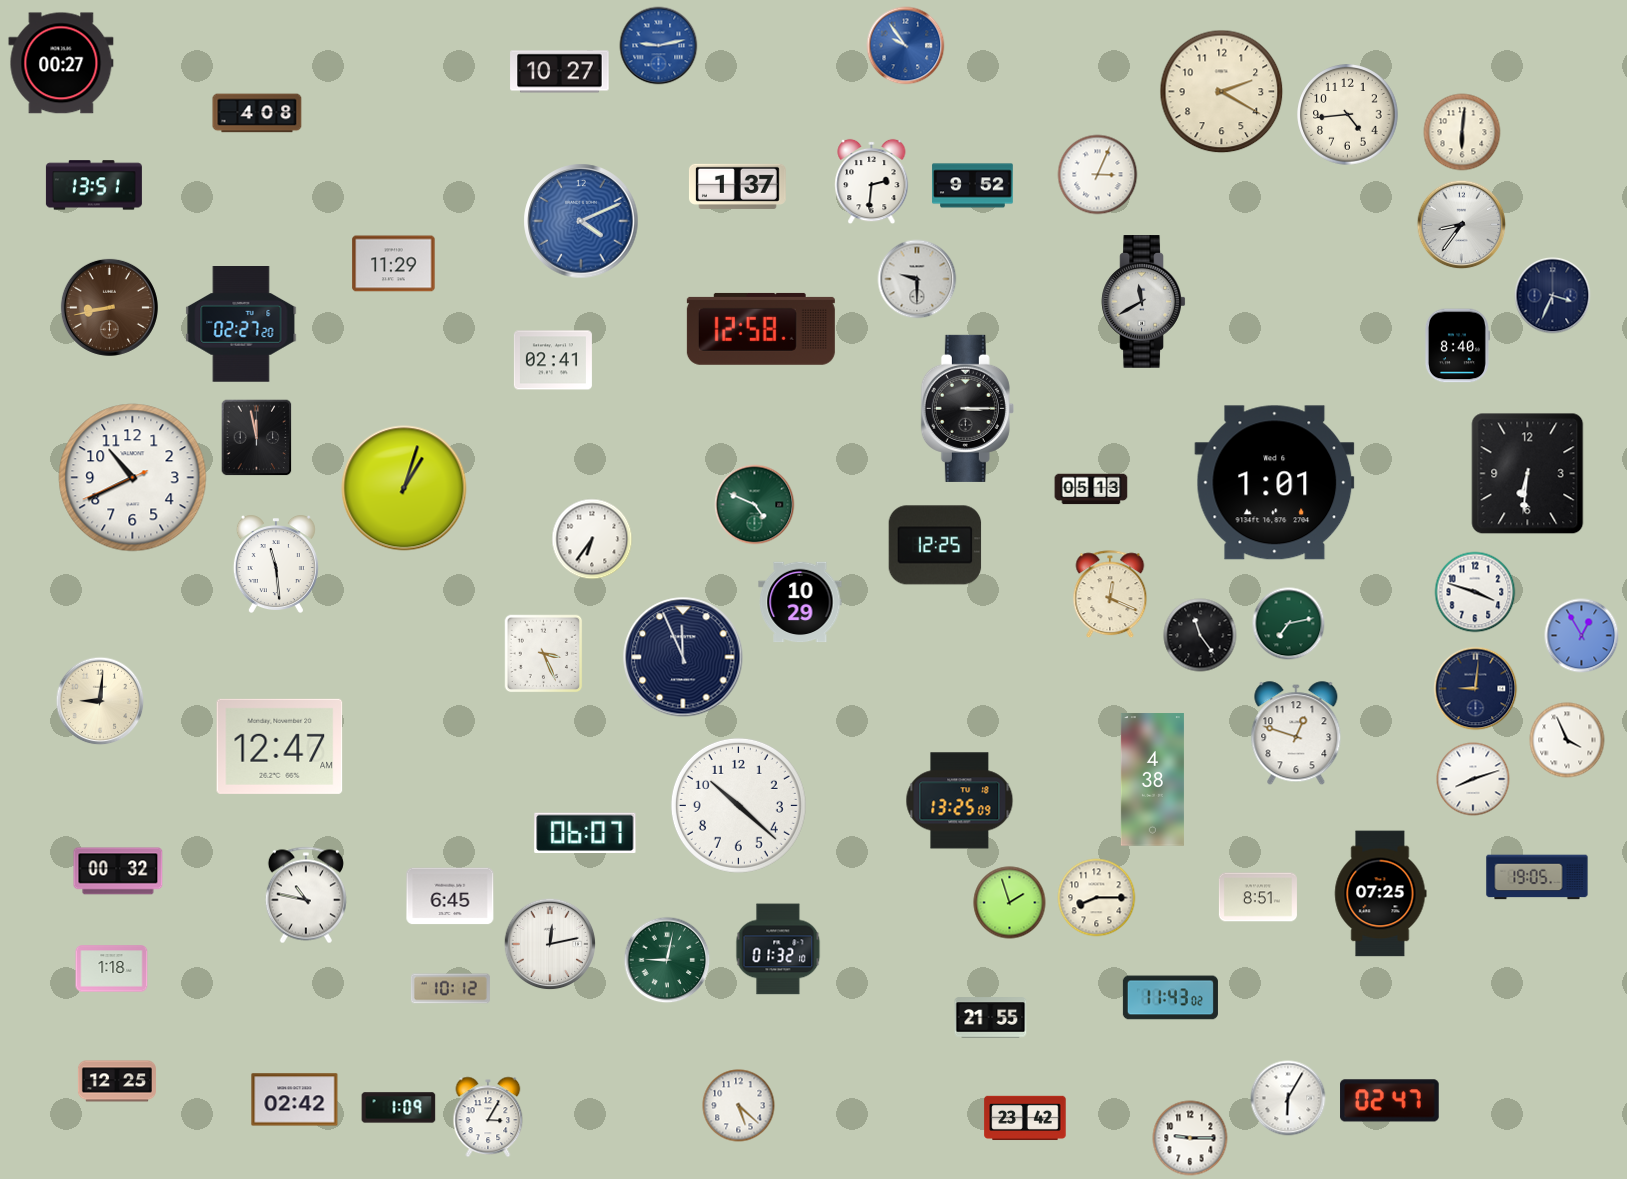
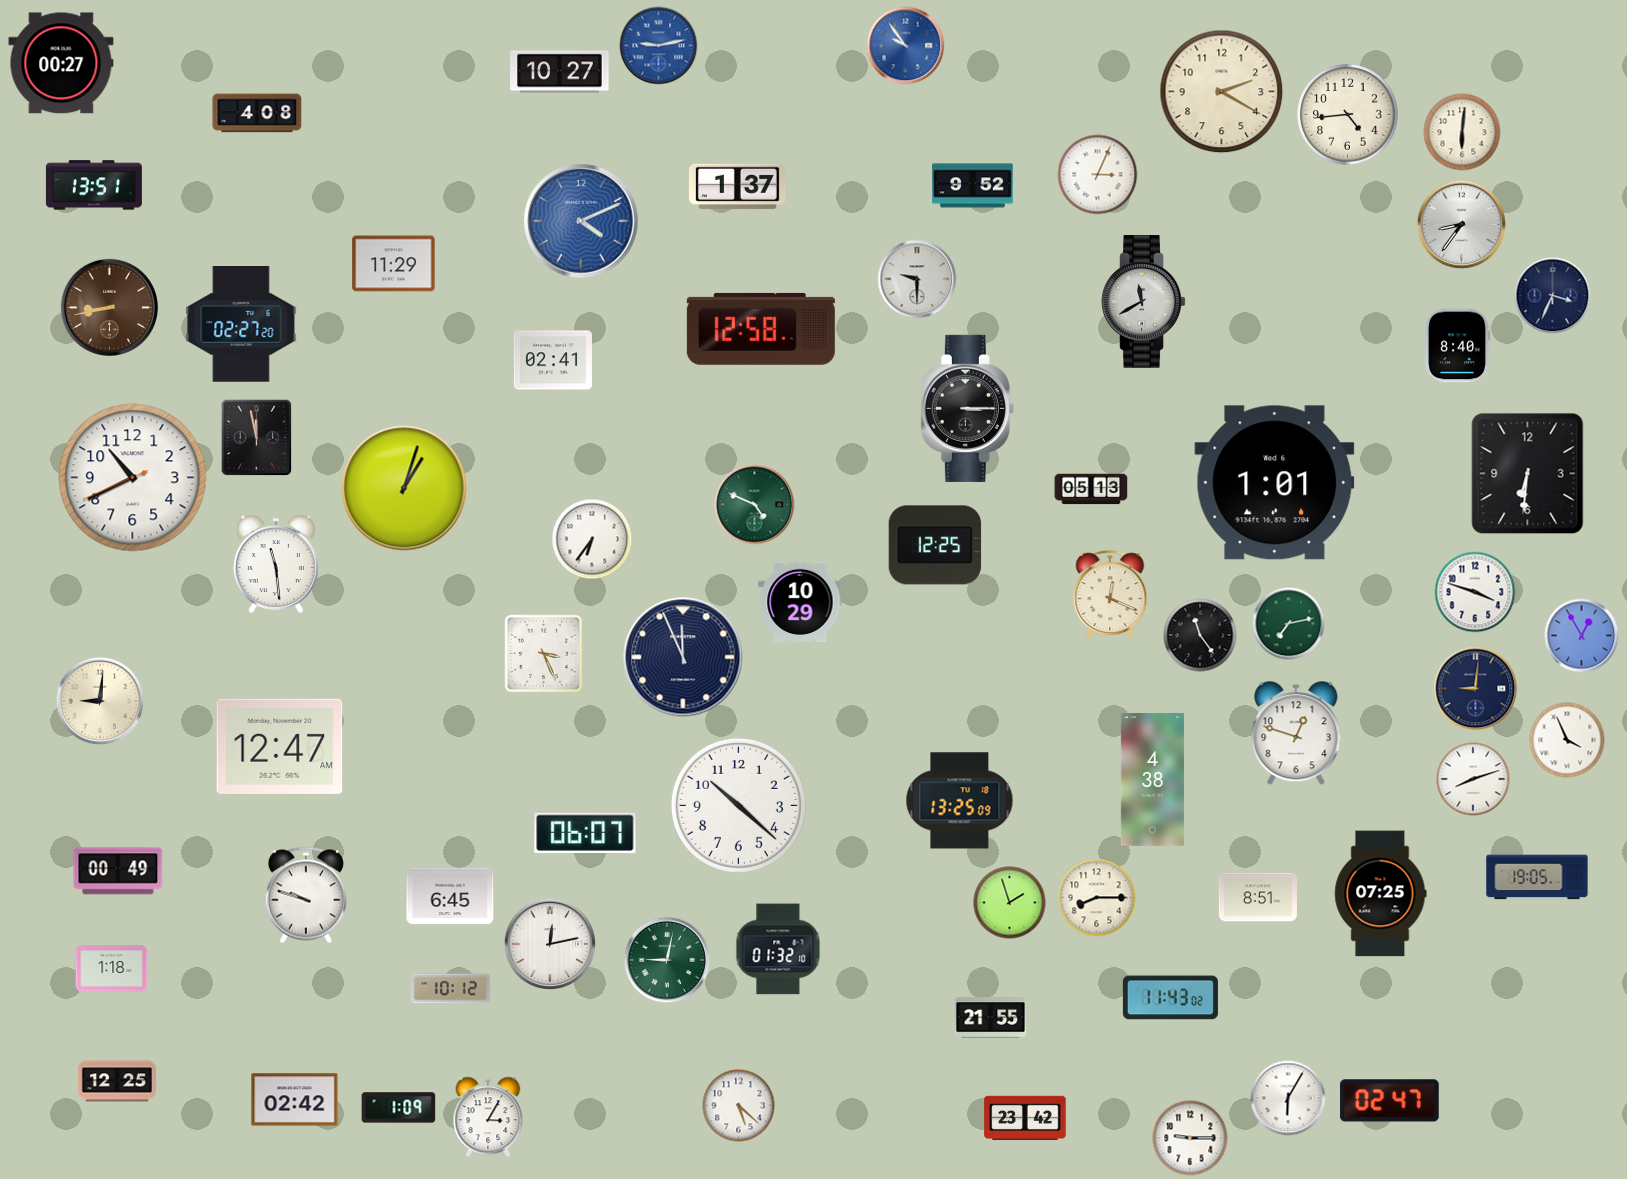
clock at (872, 182): 2:31 -> none
clock at (118, 871): 00:32 -> 00:49
clock at (306, 895): 10:47 -> 9:48
